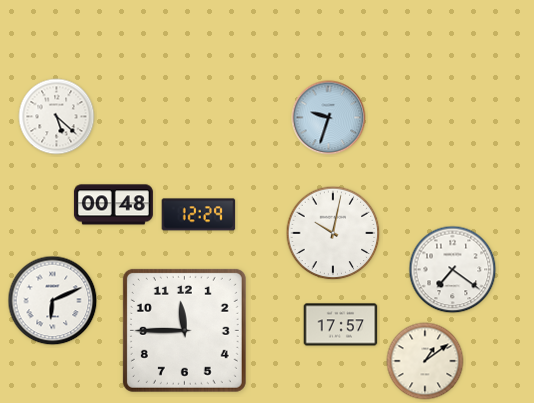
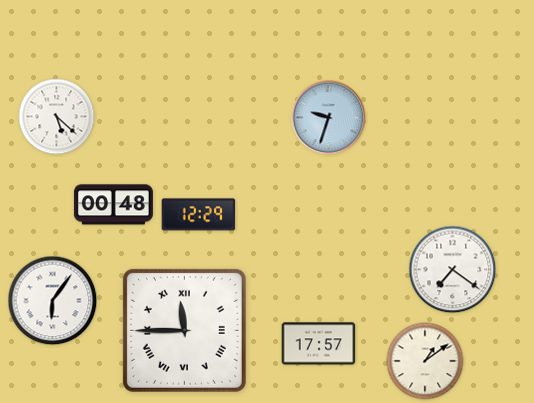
clock at (333, 233): 10:02 -> none
clock at (53, 301): 6:11 -> 6:06
clock at (341, 325) position: (341, 325) -> (319, 344)
clock at (184, 330) numerals: Arabic -> Roman
